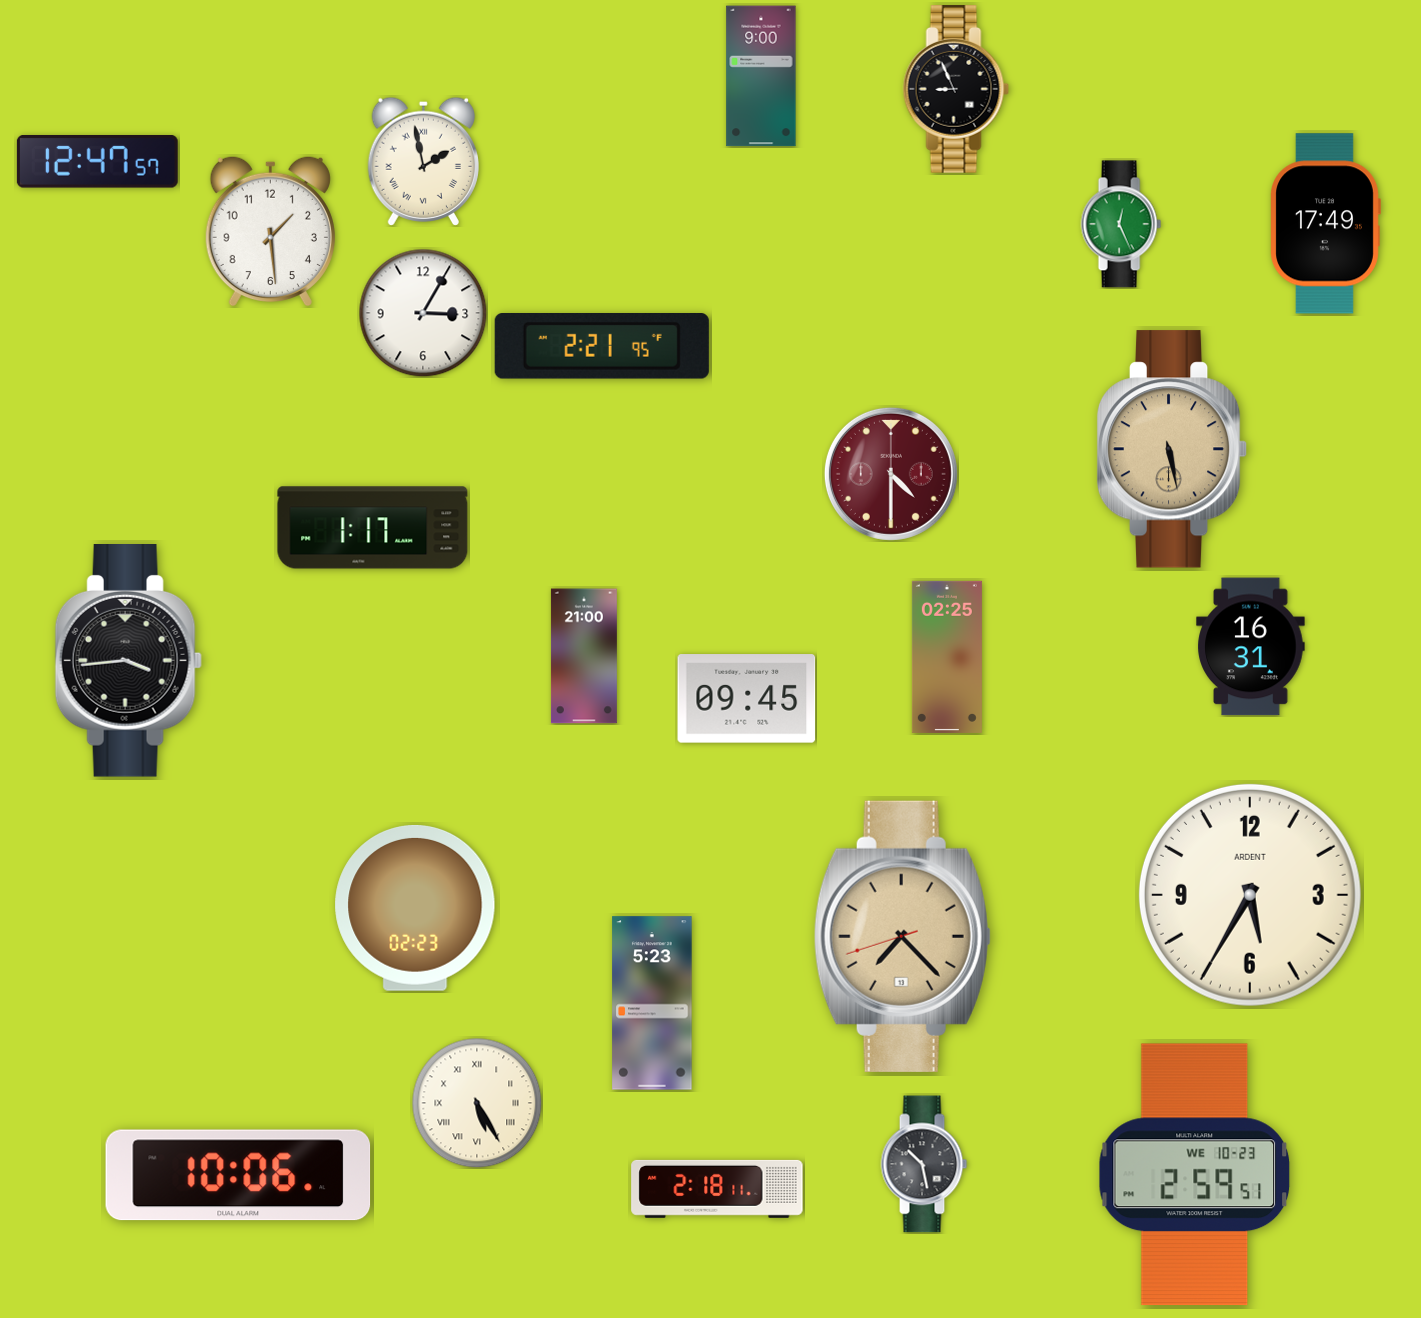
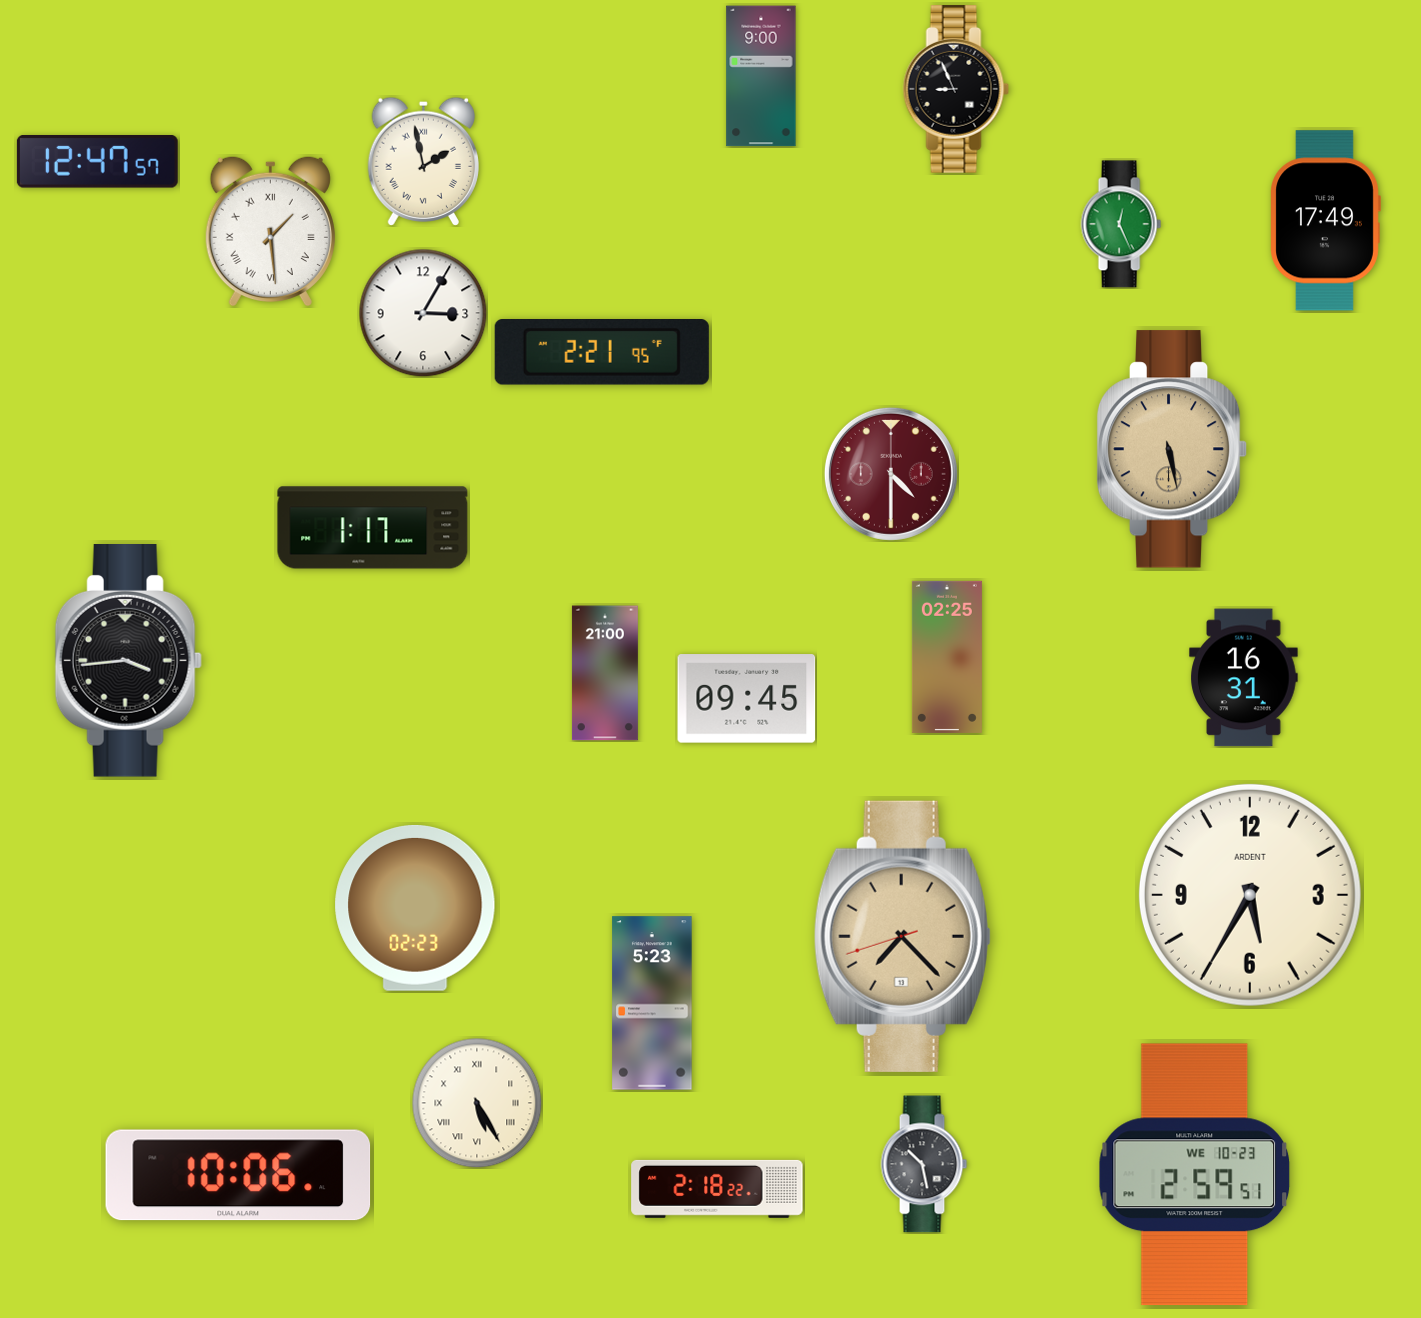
clock at (1326, 224) position: (1326, 224) -> (1326, 221)
clock at (270, 231) numerals: Arabic -> Roman
clock at (602, 347) position: (602, 347) -> (602, 353)
clock at (1251, 647) position: (1251, 647) -> (1244, 678)
clock at (584, 656) position: (584, 656) -> (605, 673)
clock at (717, 1189): 2:18:11 -> 2:18:22
